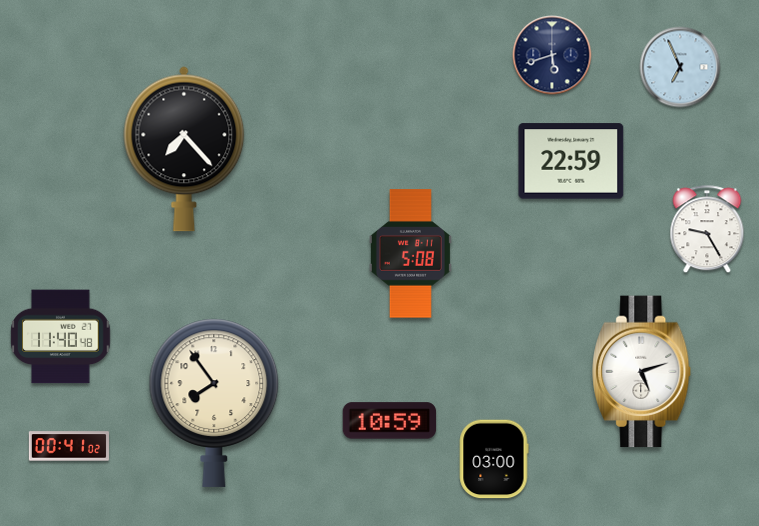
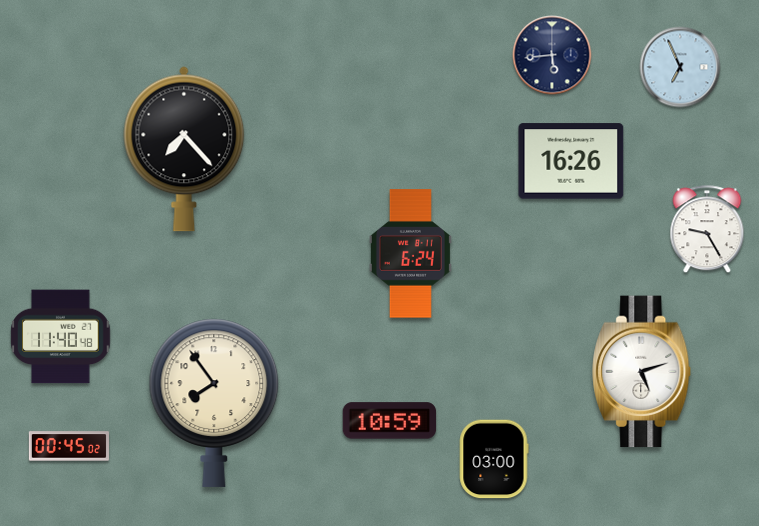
clock at (552, 55): 5:42 -> 5:44
clock at (571, 161): 22:59 -> 16:26
clock at (410, 254): 5:08 -> 6:24
clock at (69, 446): 00:41 -> 00:45
